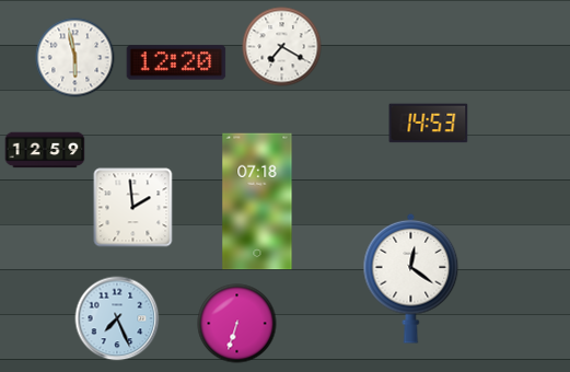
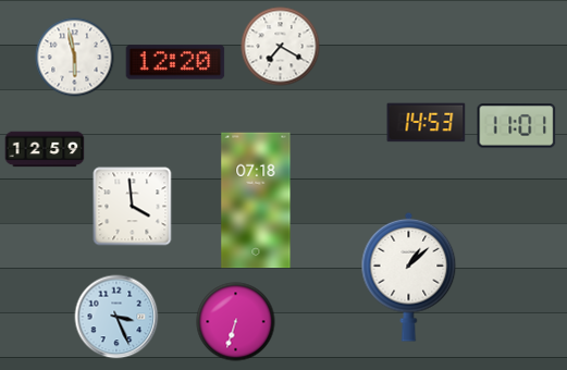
clock at (517, 126): none -> 11:01
clock at (133, 208): 1:59 -> 3:59
clock at (411, 278): 12:21 -> 1:08
clock at (117, 318): 7:26 -> 3:26
